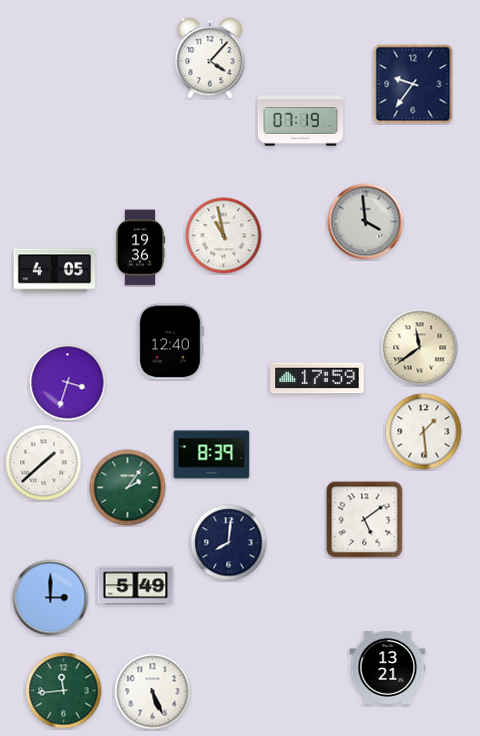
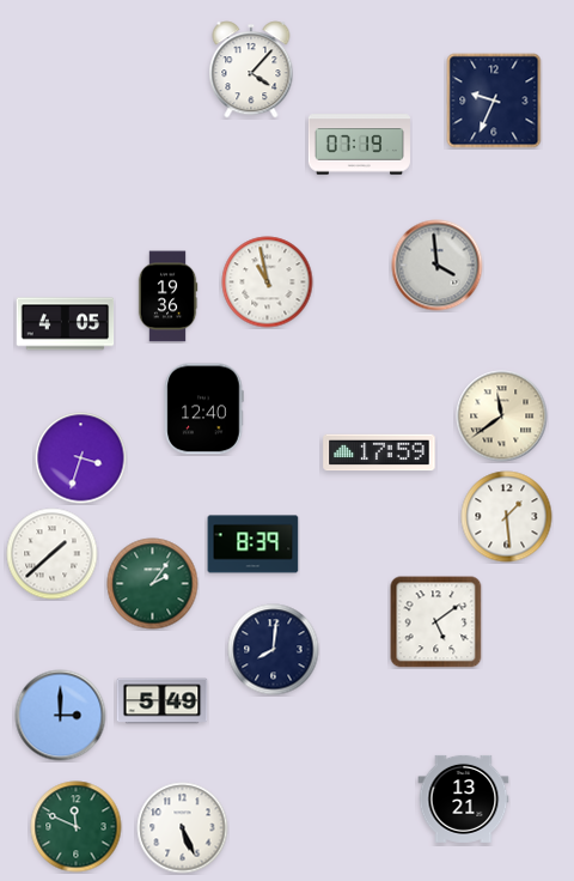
clock at (413, 84): 9:36 -> 9:34
clock at (64, 691): 11:44 -> 11:49
